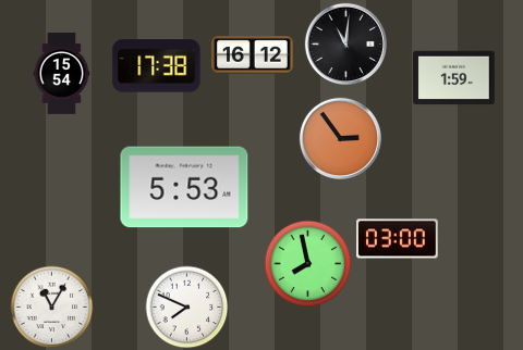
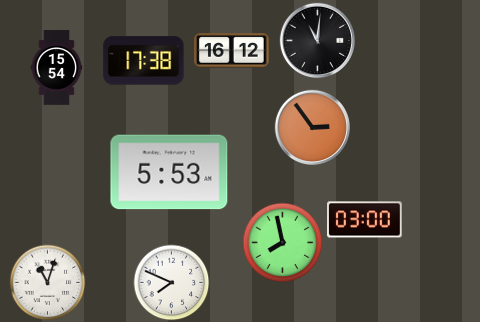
clock at (454, 78): 1:59 -> none
clock at (52, 308): 11:05 -> 11:03
